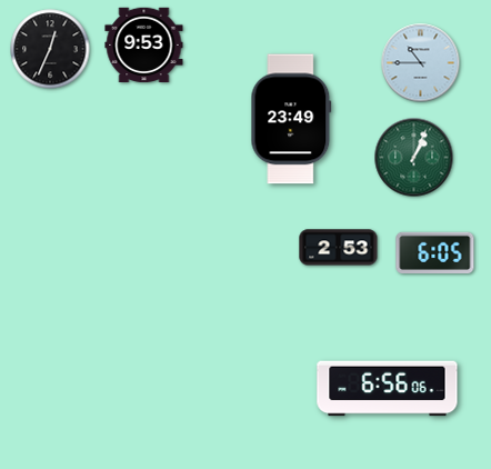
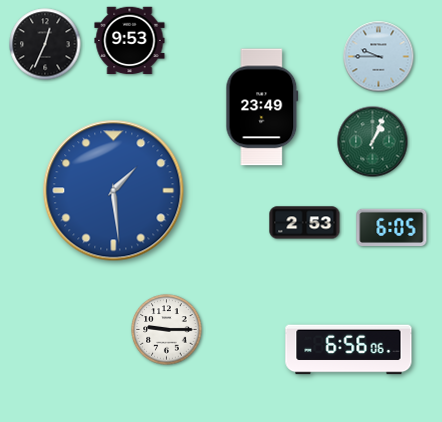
clock at (421, 63): 10:45 -> 9:45
clock at (114, 191): none -> 1:29
clock at (167, 330): none -> 9:15
